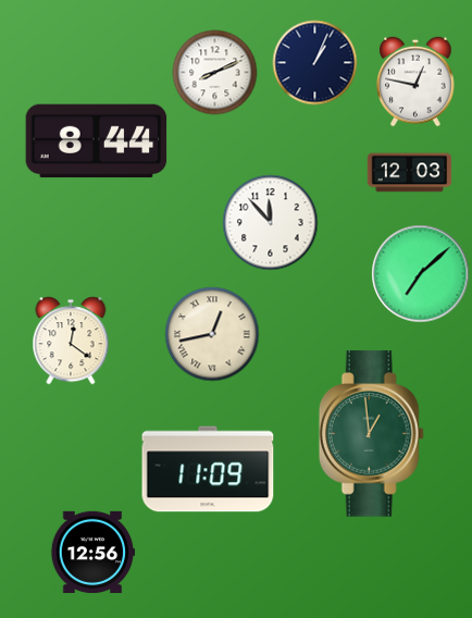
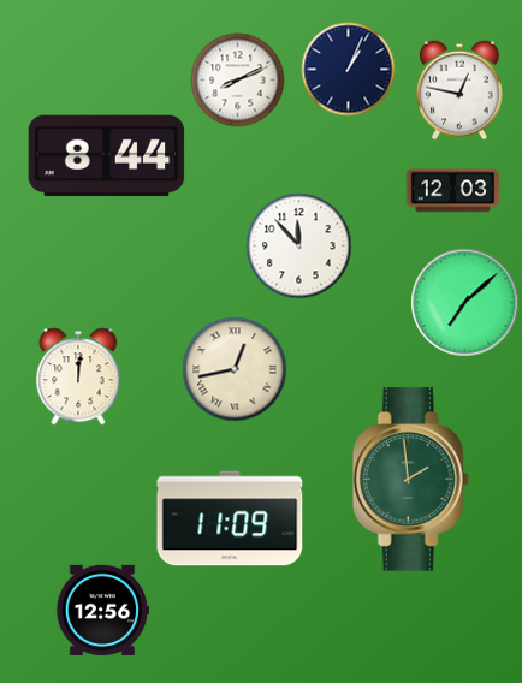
clock at (71, 341): 12:21 -> 12:01
clock at (371, 434): 12:59 -> 1:59
